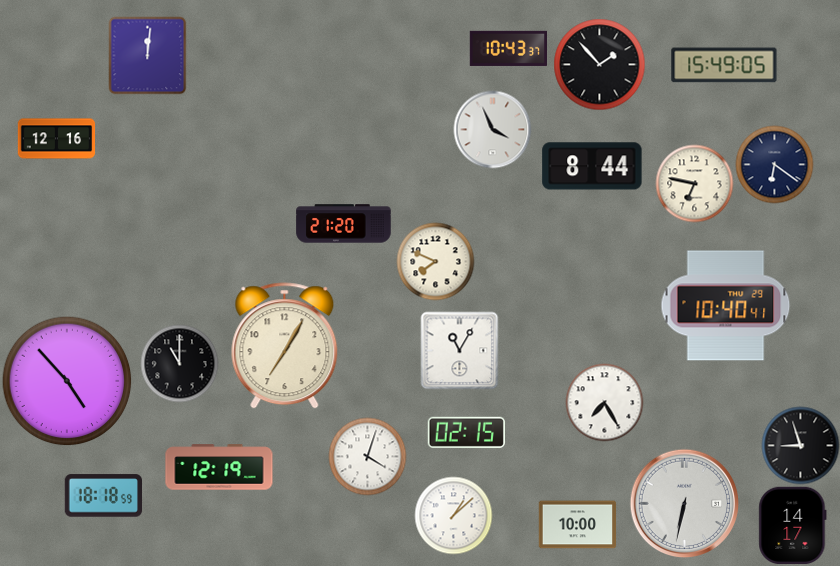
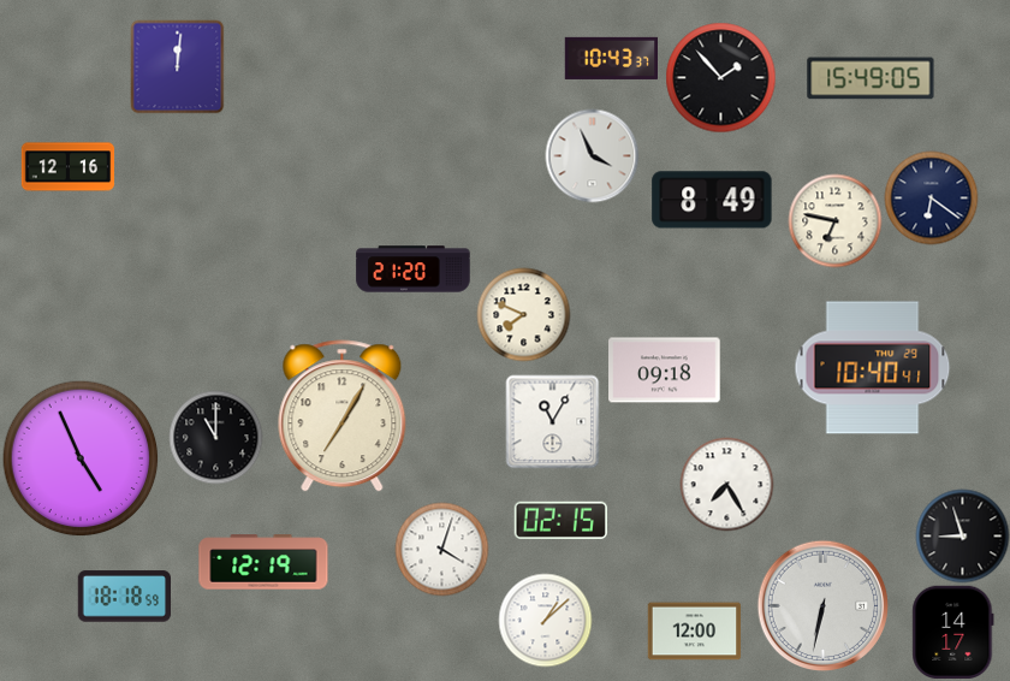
clock at (592, 166): 8:44 -> 8:49
clock at (665, 371): none -> 09:18
clock at (67, 381): 4:53 -> 4:56
clock at (577, 525): 10:00 -> 12:00
